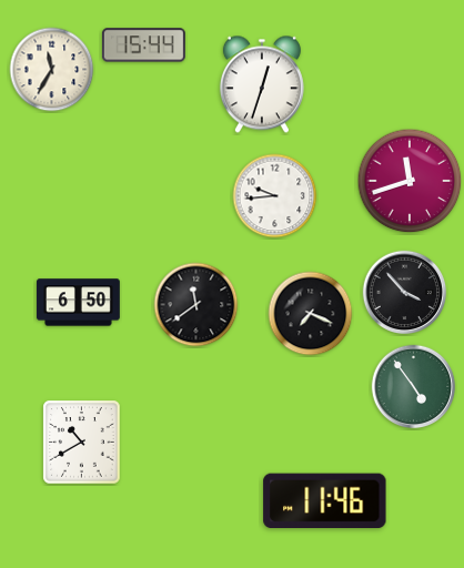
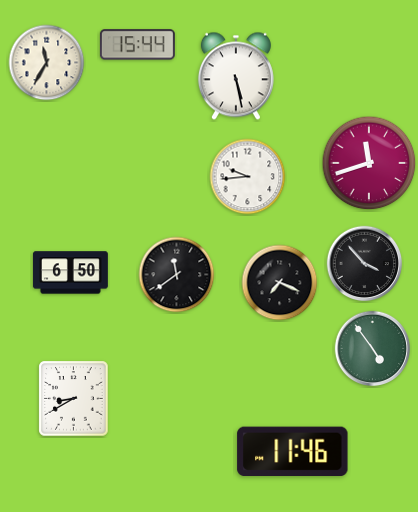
clock at (143, 45) position: (143, 45) -> (137, 45)
clock at (262, 84): 12:33 -> 5:28
clock at (82, 443): 10:40 -> 8:40
